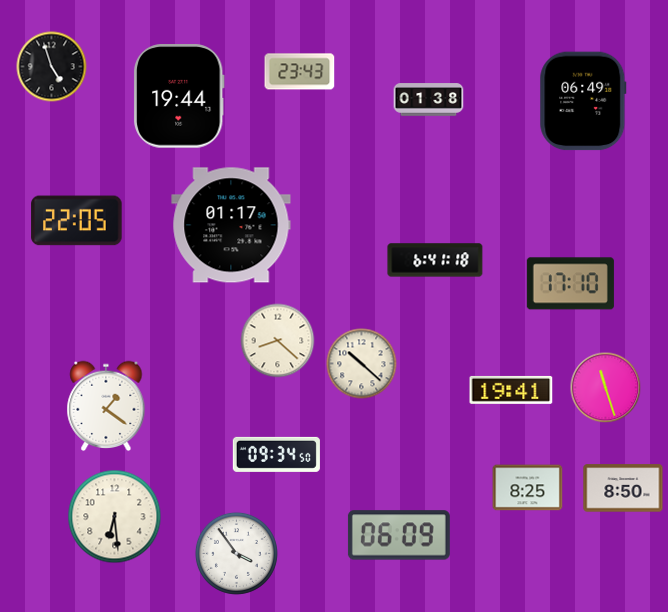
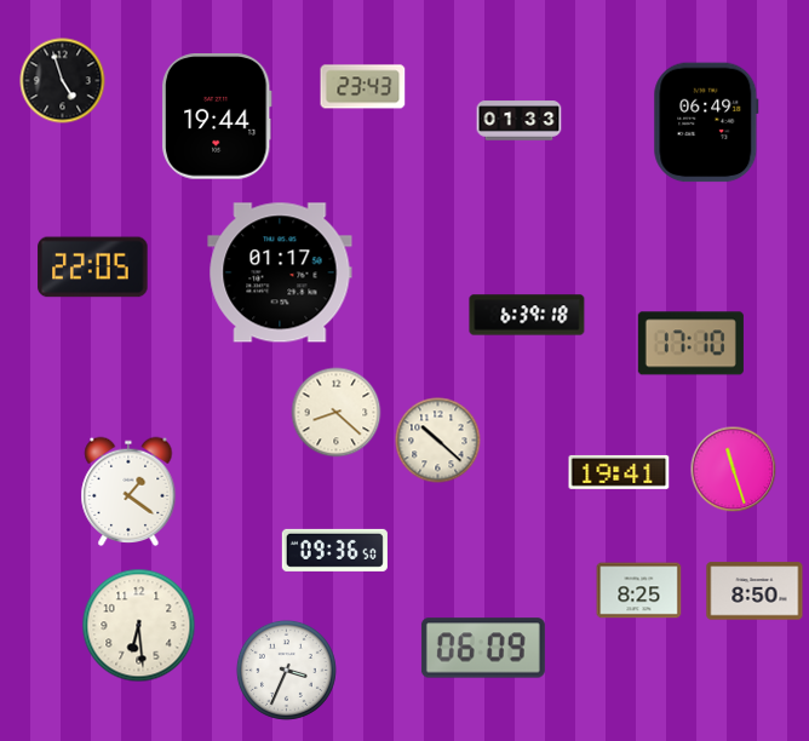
clock at (429, 100): 01:38 -> 01:33
clock at (435, 260): 6:41 -> 6:39
clock at (276, 454): 09:34 -> 09:36
clock at (236, 553): 3:54 -> 3:34
